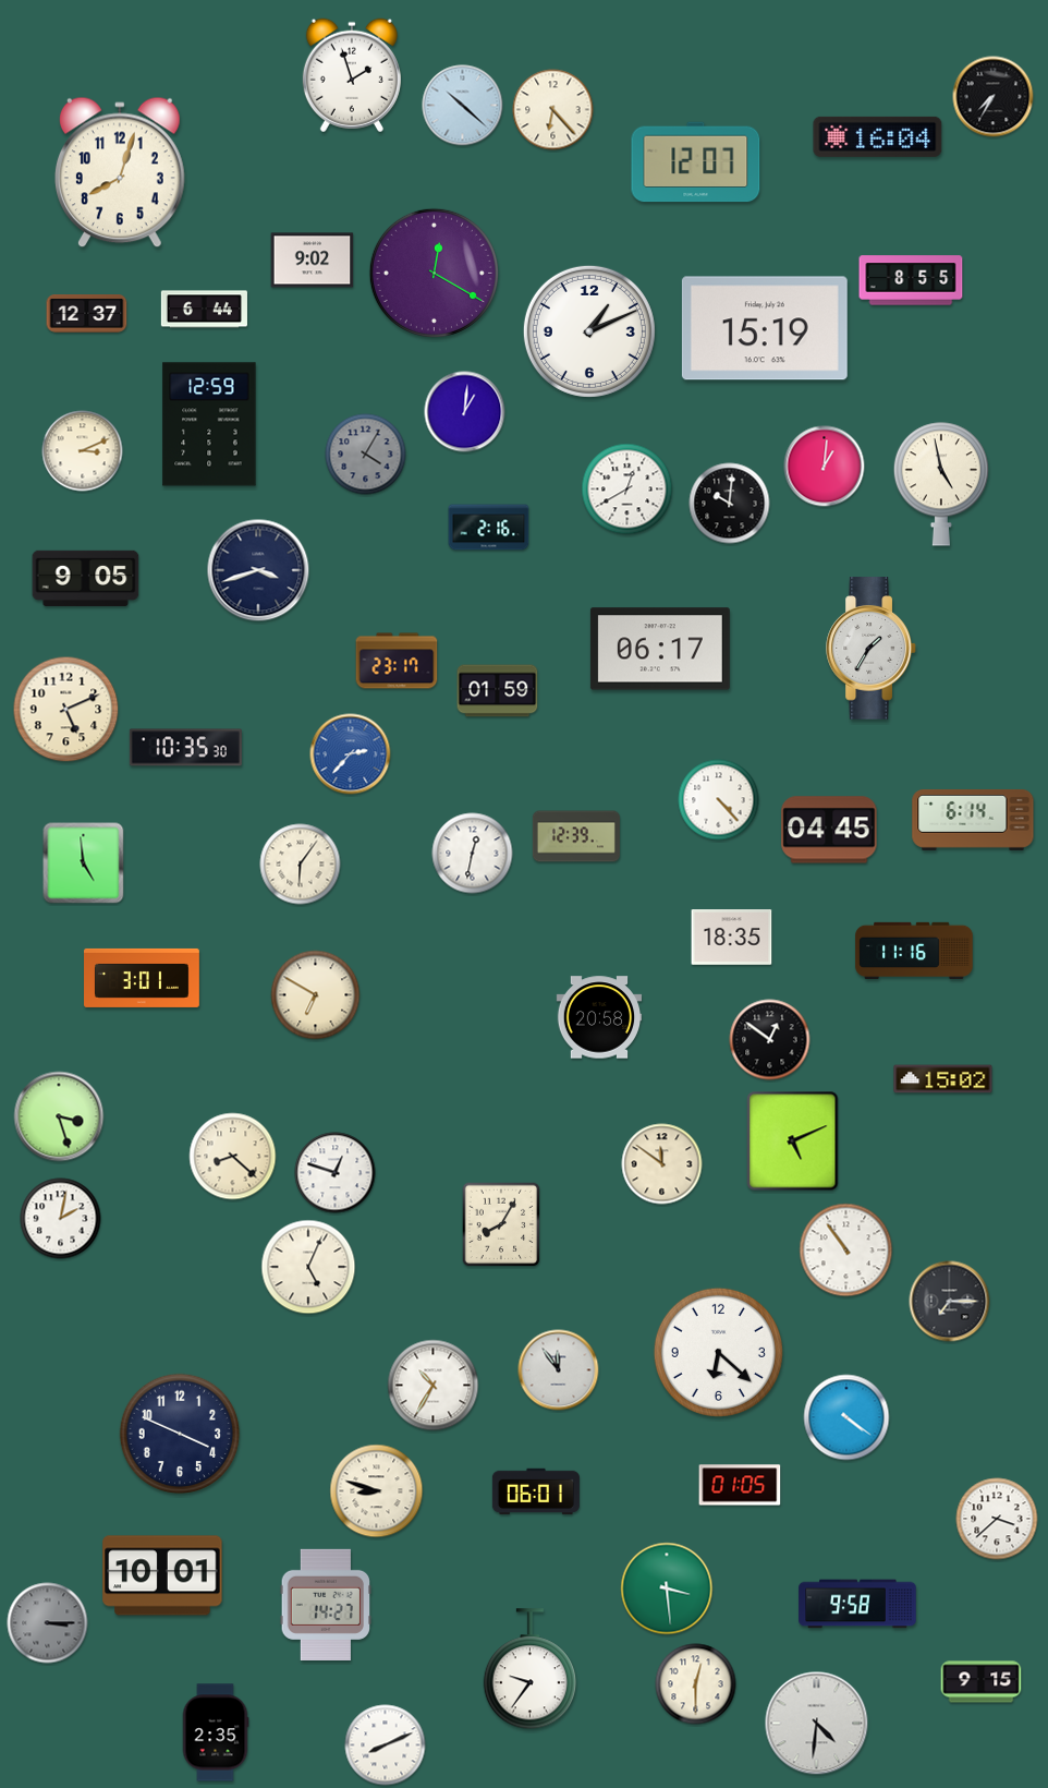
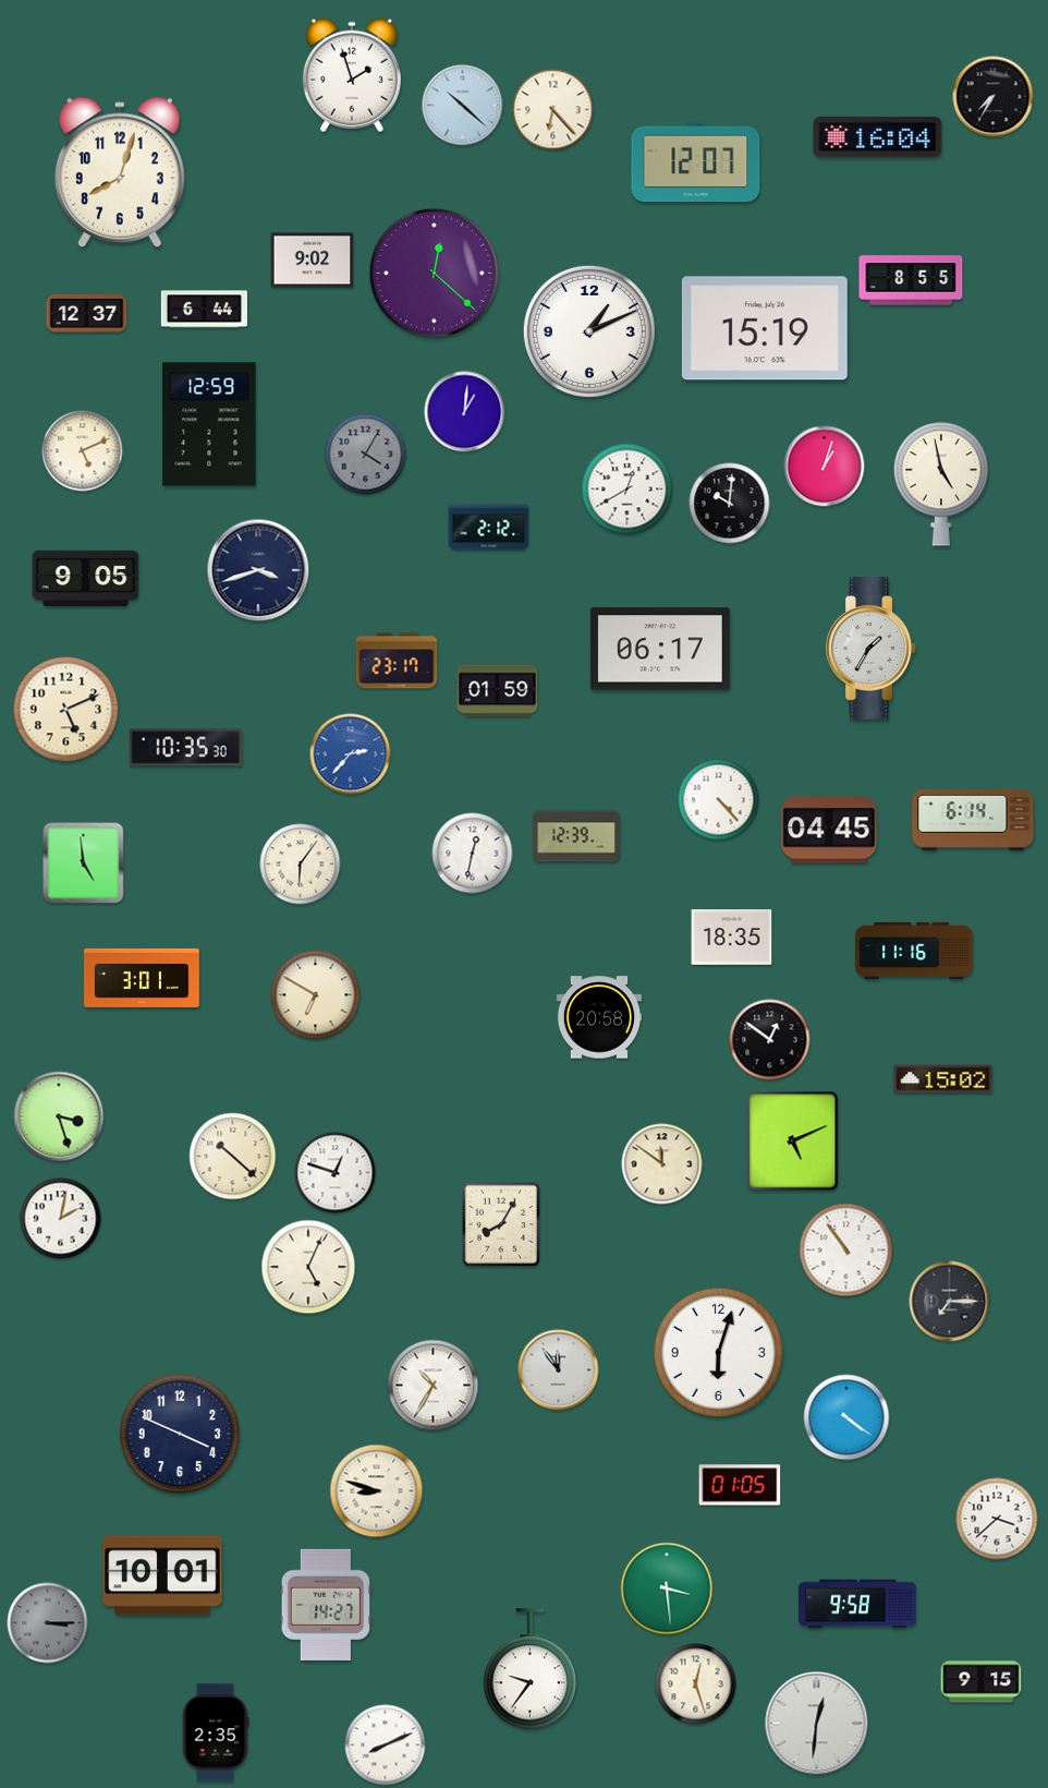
clock at (434, 273): 12:20 -> 12:22
clock at (83, 451): 3:11 -> 5:11
clock at (825, 467): 1:01 -> 1:03
clock at (489, 528): 2:16 -> 2:12
clock at (233, 1157): 8:22 -> 10:22
clock at (718, 1352): 6:22 -> 6:03
clock at (536, 1491): 06:01 -> none
clock at (696, 1684): 12:30 -> 12:27
clock at (817, 1724): 4:31 -> 12:31
